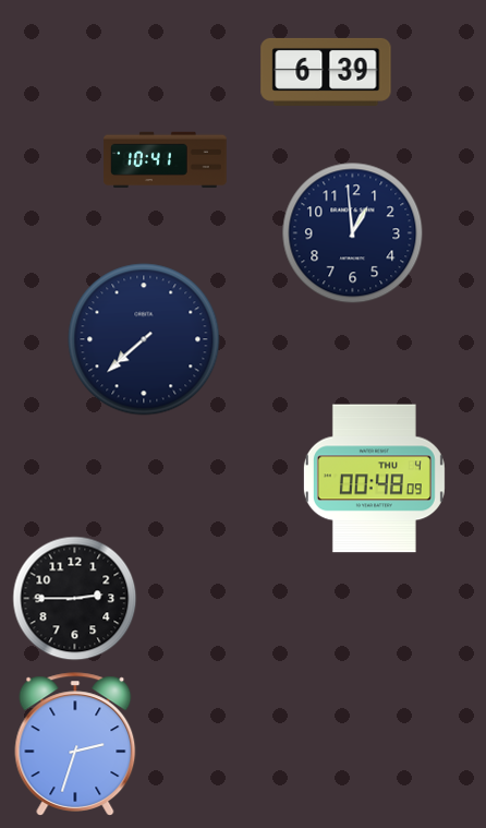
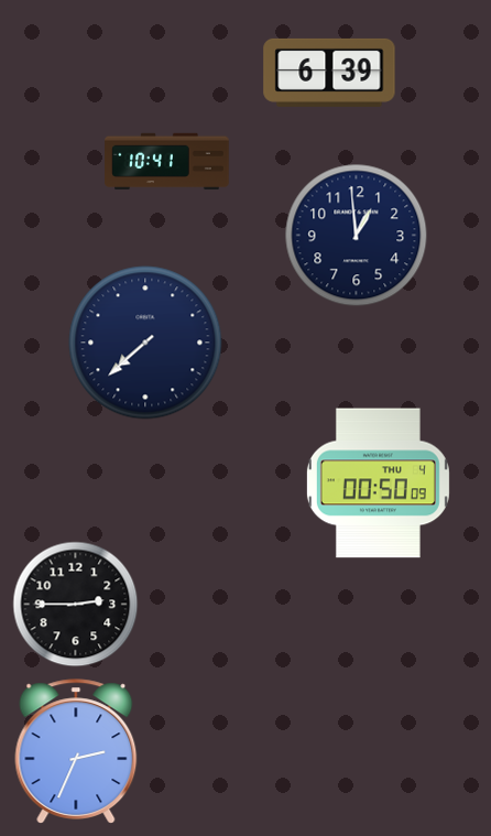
clock at (374, 479): 00:48 -> 00:50
clock at (75, 744): 2:33 -> 2:34
